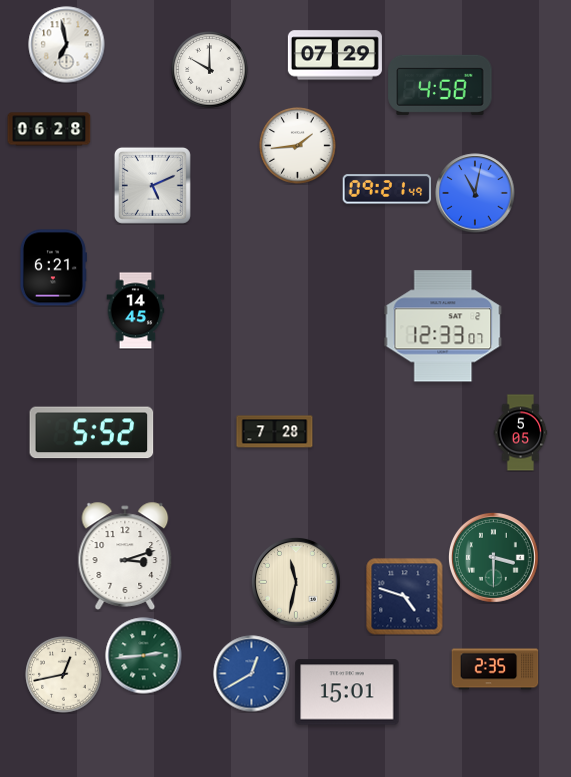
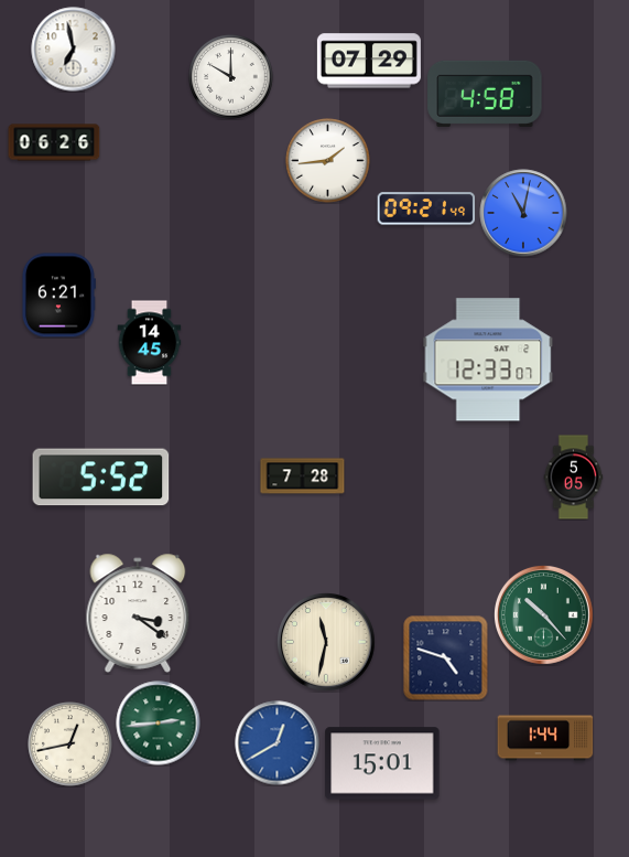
clock at (49, 129): 06:28 -> 06:26
clock at (152, 185): 5:11 -> none
clock at (125, 556): 3:12 -> 3:21
clock at (493, 557): 3:30 -> 10:23
clock at (495, 669): 2:35 -> 1:44
